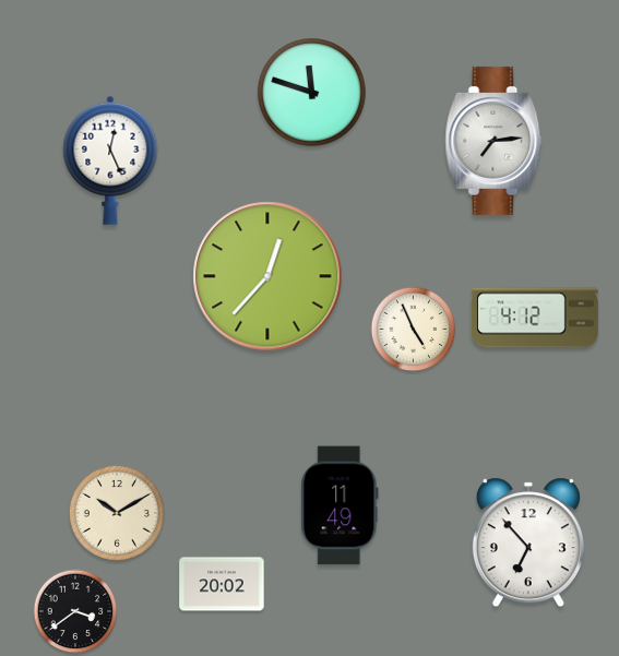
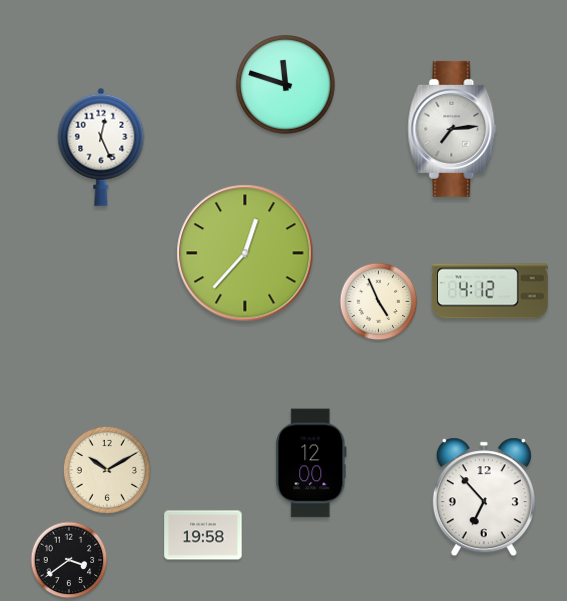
clock at (340, 505): 11:49 -> 12:00
clock at (222, 584): 20:02 -> 19:58
